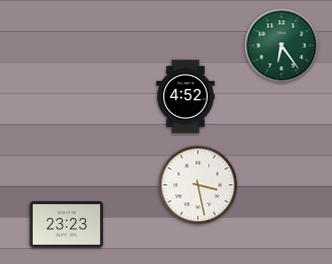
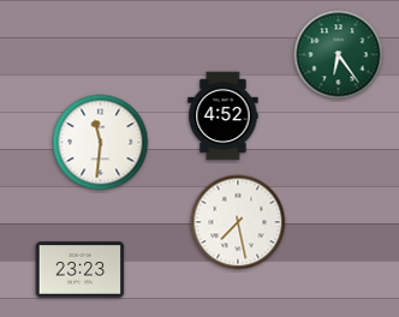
clock at (101, 143): none -> 11:31
clock at (198, 185): 3:28 -> 7:28
